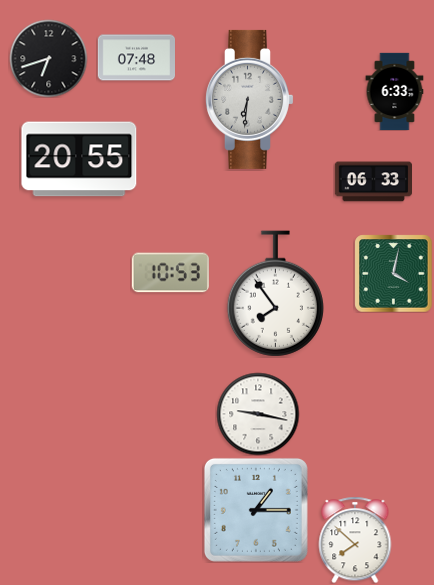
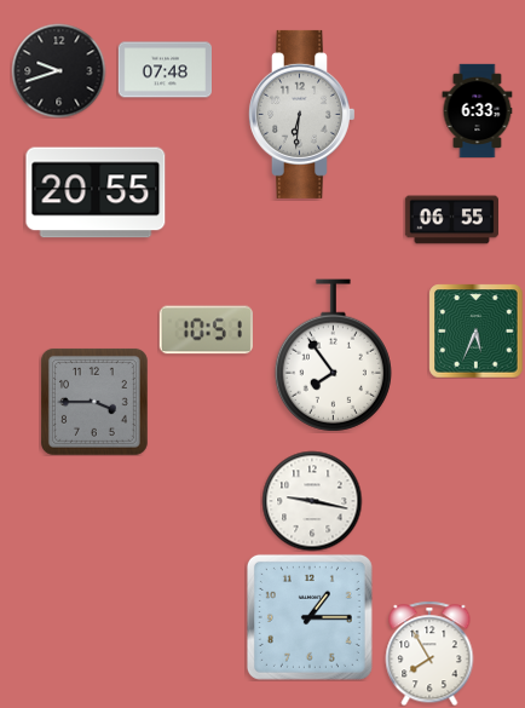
clock at (48, 58): 6:42 -> 9:42
clock at (250, 99) position: (250, 99) -> (302, 114)
clock at (373, 182): 06:33 -> 06:55
clock at (170, 273): 10:53 -> 10:51
clock at (393, 273): 4:02 -> 5:34
clock at (94, 402): none -> 3:45
clock at (355, 540): 7:52 -> 7:55
